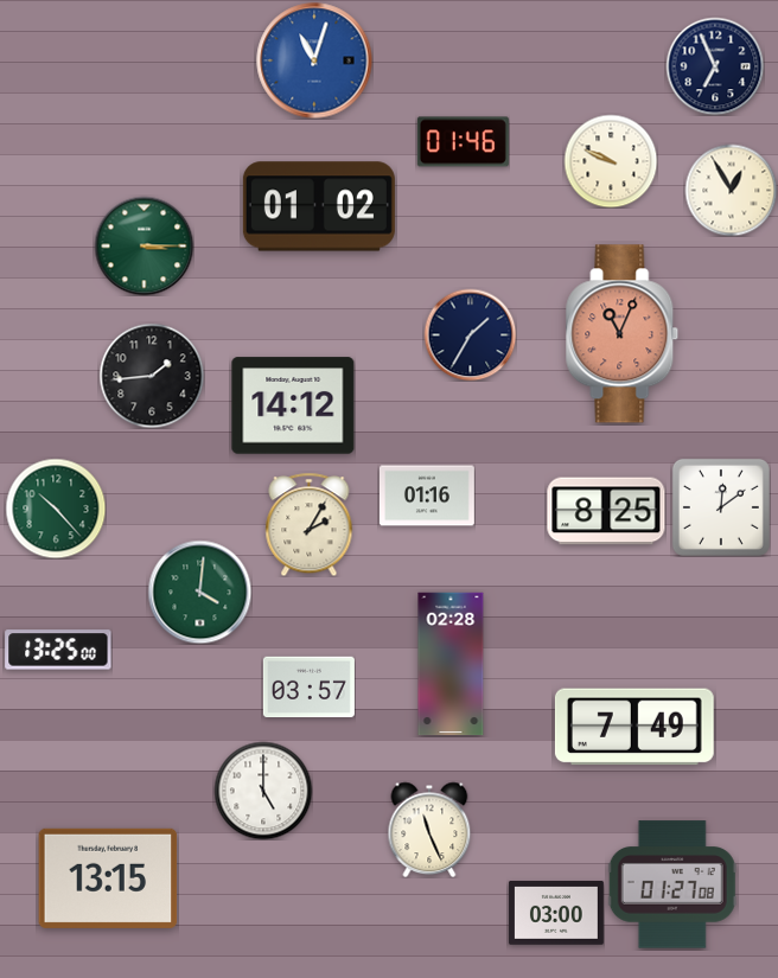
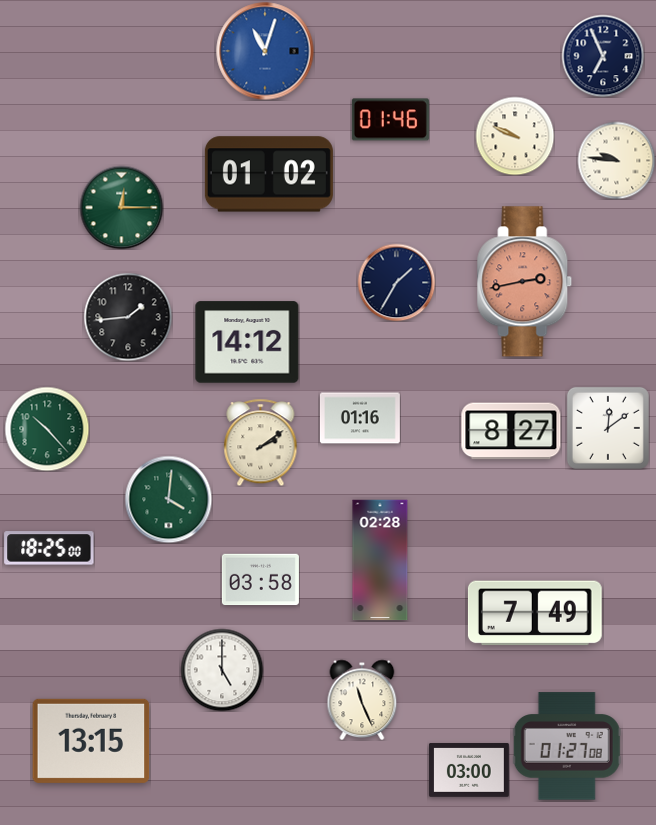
clock at (731, 190): 12:55 -> 9:46
clock at (144, 245): 3:15 -> 12:15
clock at (623, 334): 11:04 -> 2:43
clock at (606, 511): 8:25 -> 8:27
clock at (310, 524): 2:05 -> 2:09
clock at (58, 650): 13:25 -> 18:25
clock at (308, 688): 03:57 -> 03:58
clock at (263, 791) position: (263, 791) -> (222, 670)
